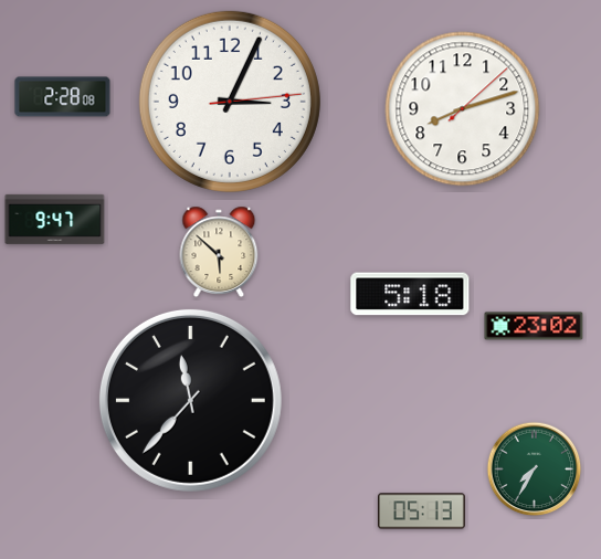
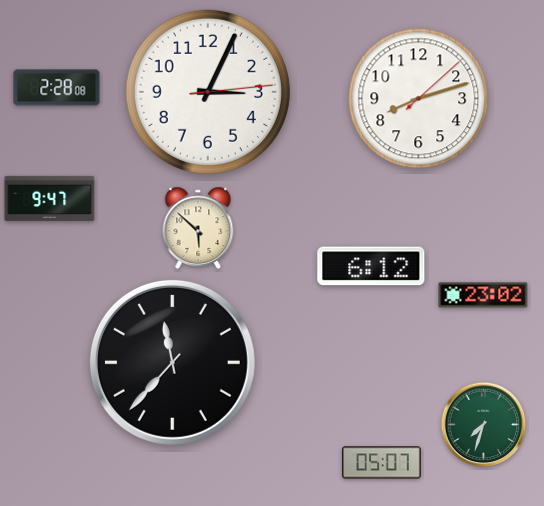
clock at (410, 294): 5:18 -> 6:12
clock at (535, 470): 7:35 -> 7:33
clock at (422, 511): 05:13 -> 05:07
